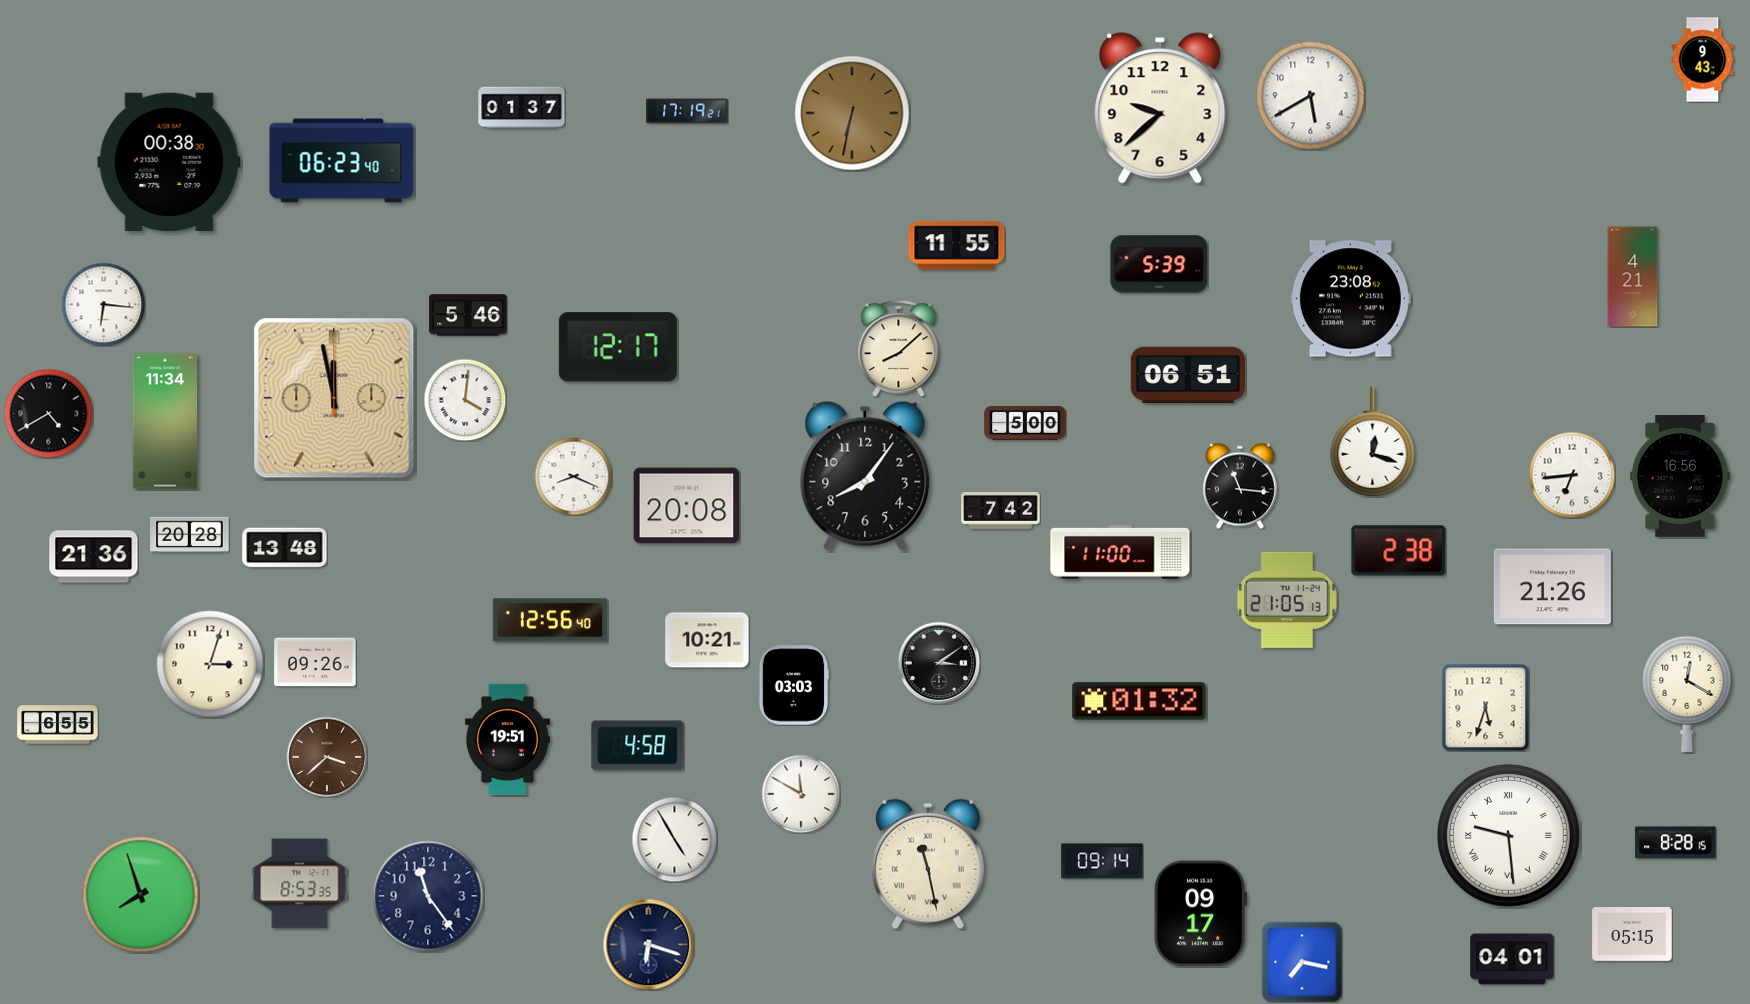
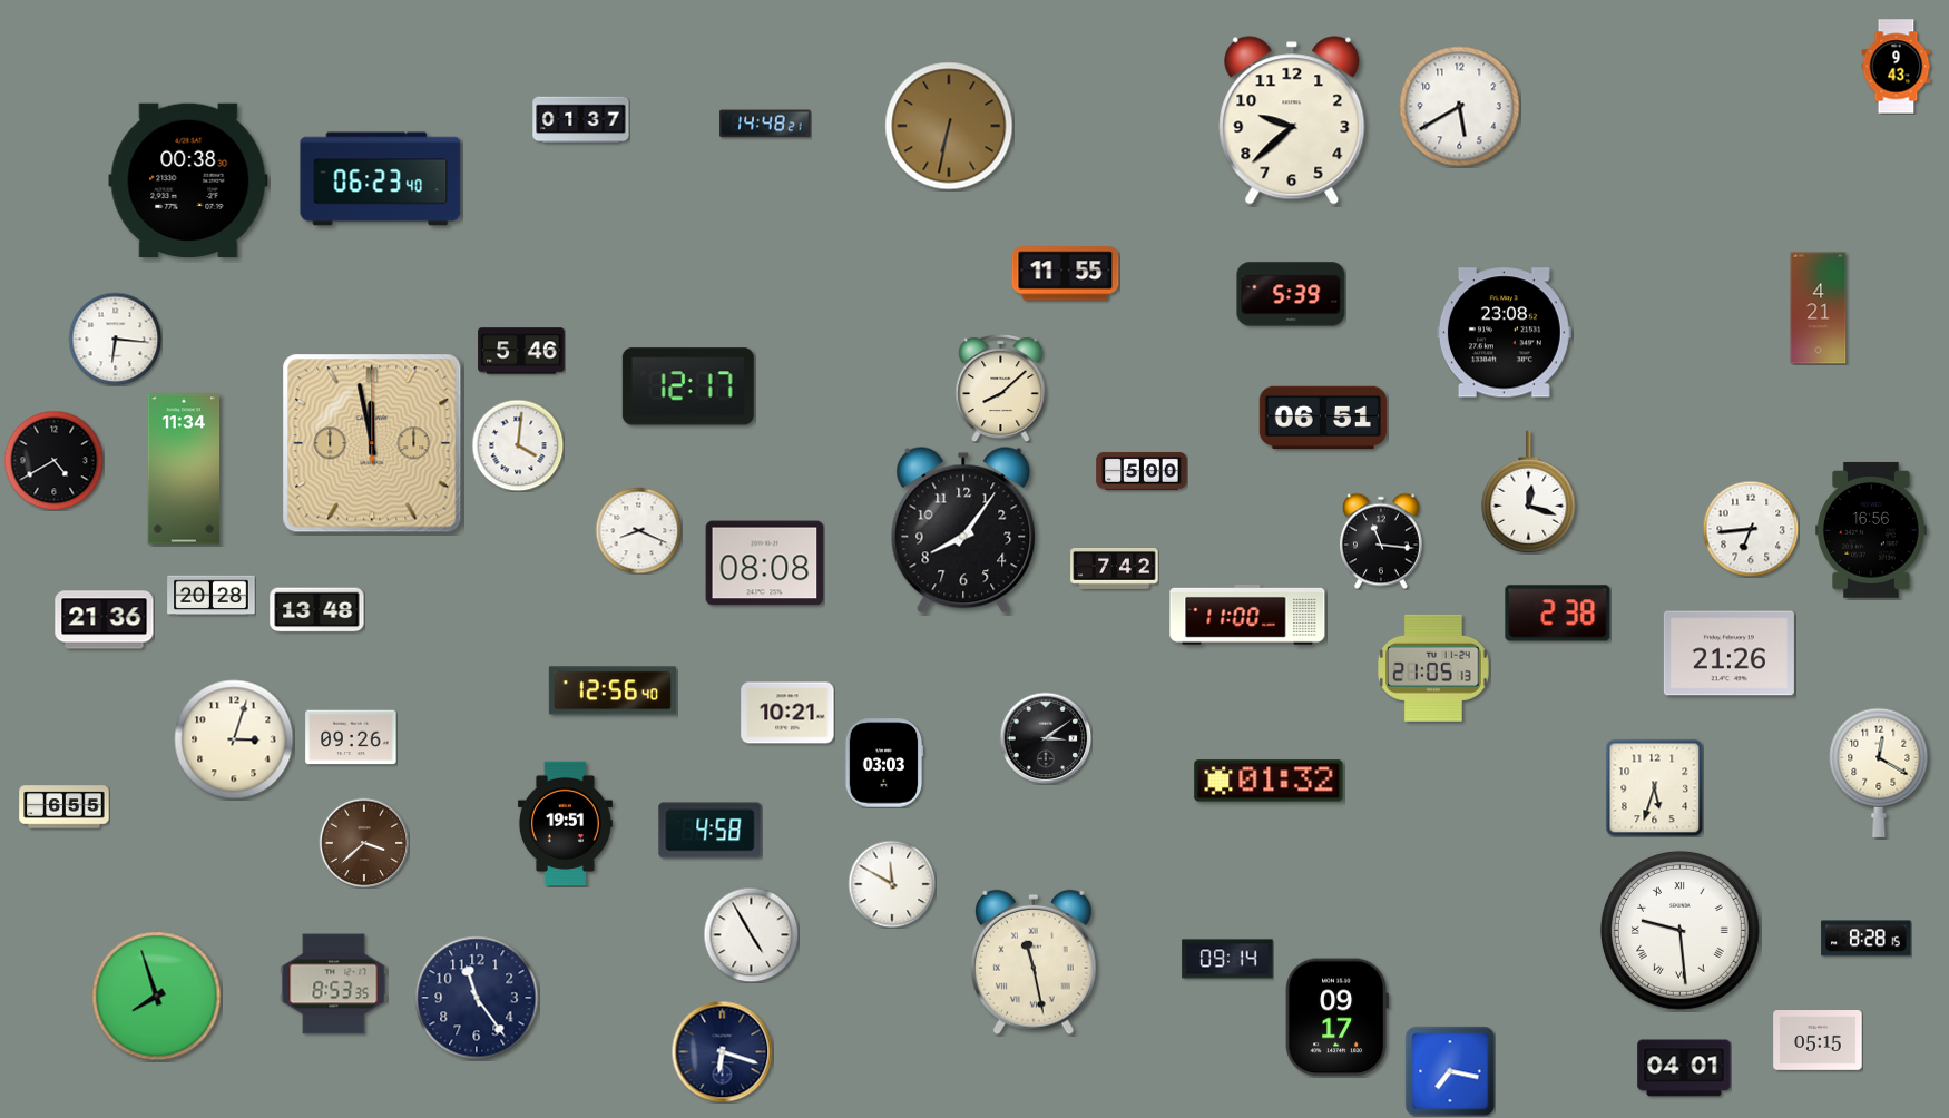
clock at (687, 111): 17:19 -> 14:48
clock at (687, 506): 20:08 -> 08:08
